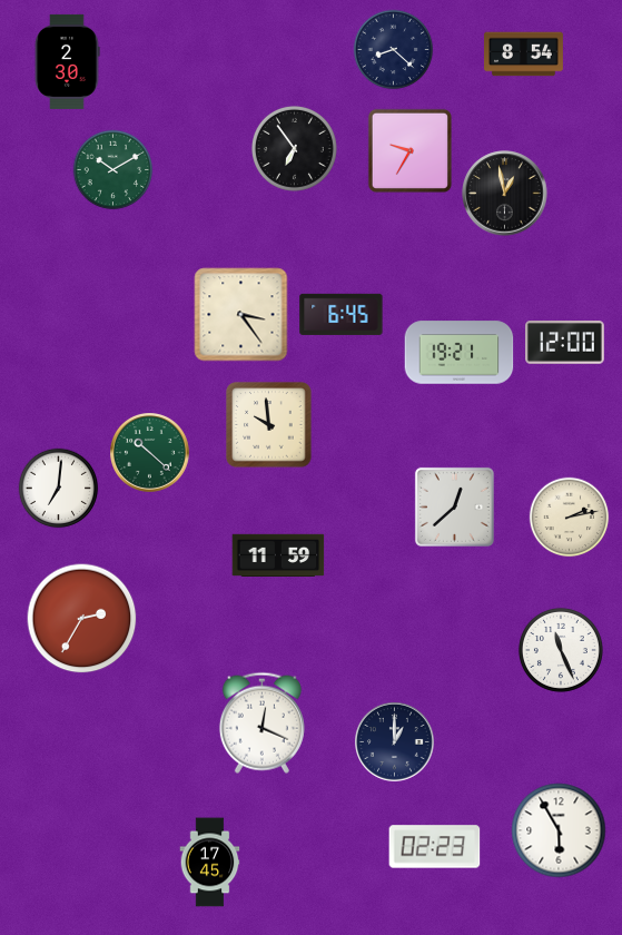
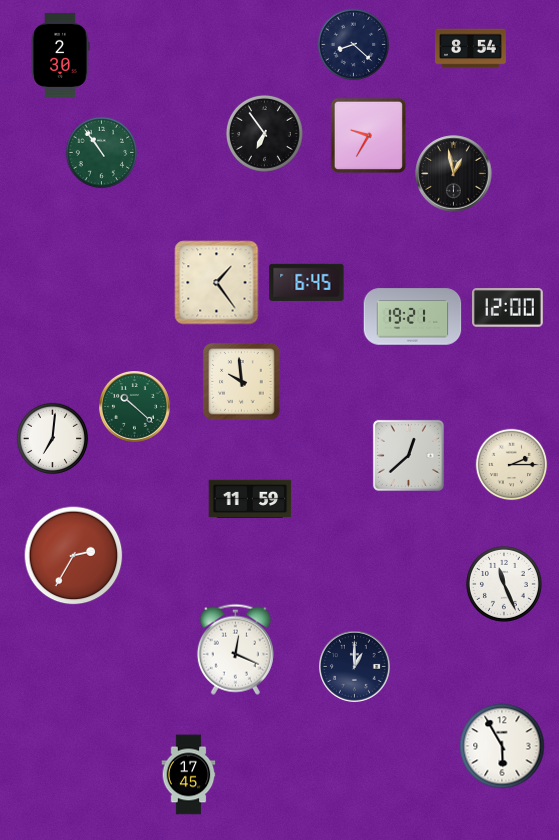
clock at (113, 170): 10:10 -> 10:54
clock at (241, 315): 3:24 -> 1:24
clock at (570, 518): 2:13 -> 2:15
clock at (435, 847): 02:23 -> none
